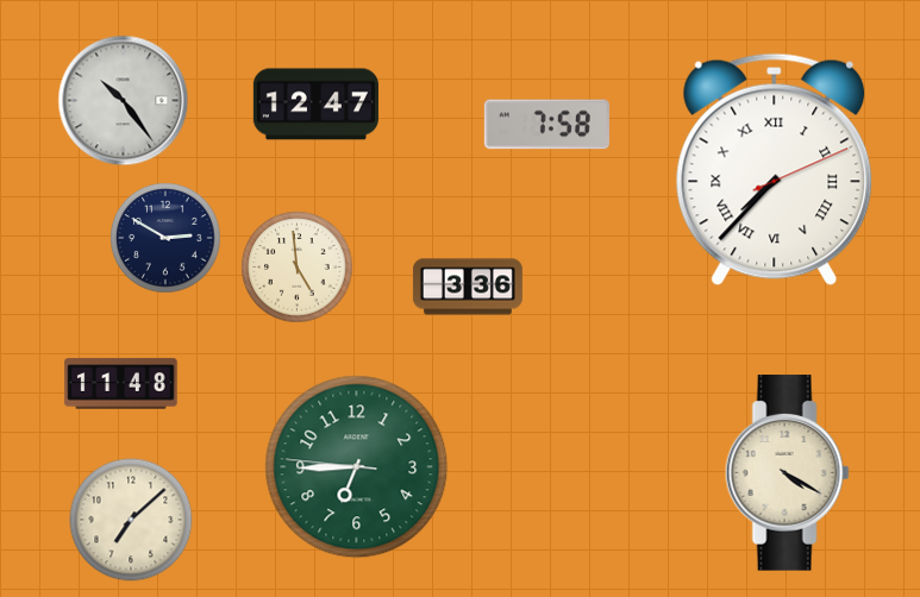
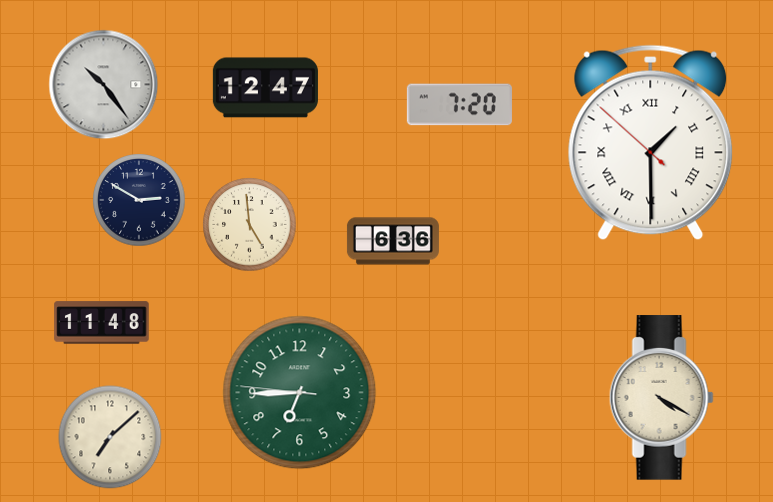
clock at (546, 125): 7:58 -> 7:20
clock at (775, 170): 7:37 -> 1:29
clock at (468, 287): 3:36 -> 6:36
